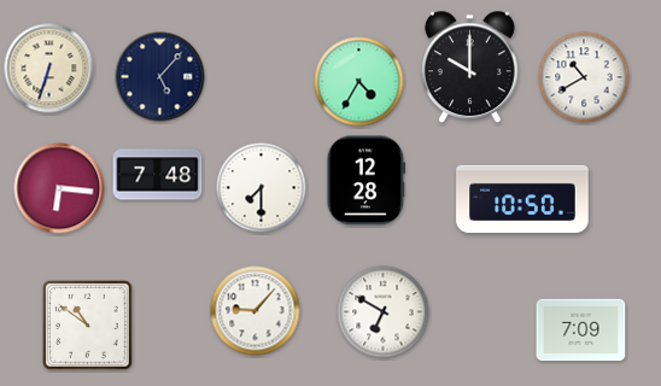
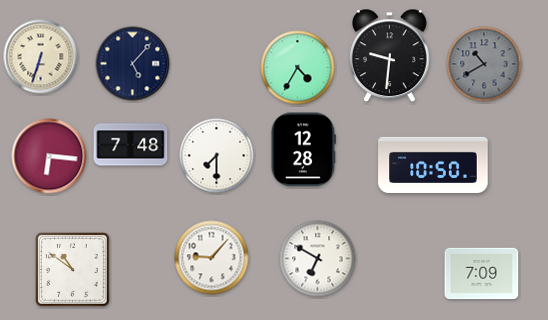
clock at (470, 68): 10:00 -> 9:31
clock at (584, 77) dial: white -> grey
